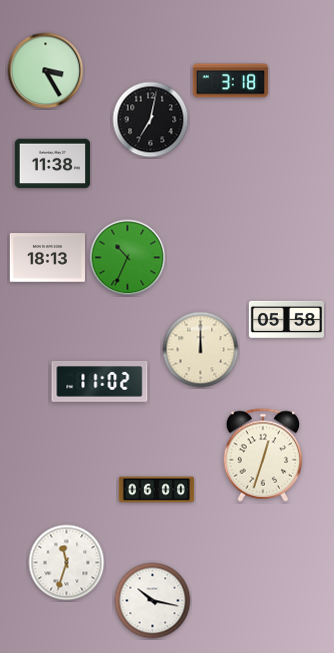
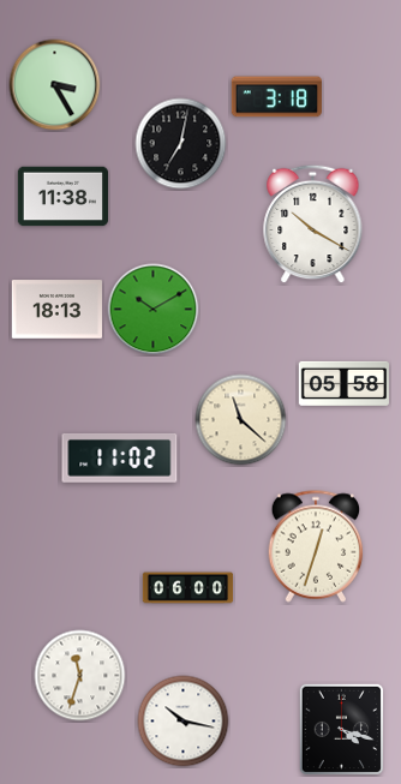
clock at (313, 225): none -> 10:20
clock at (128, 258): 10:34 -> 10:10
clock at (201, 350): 12:00 -> 11:22
clock at (341, 729): none -> 4:18
